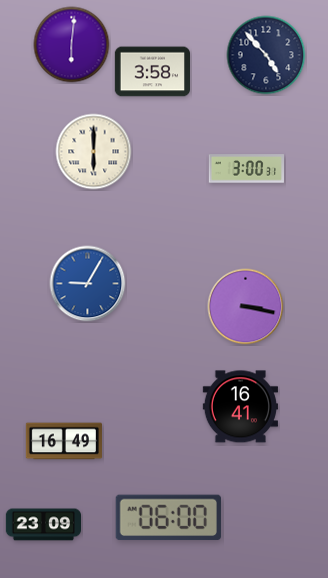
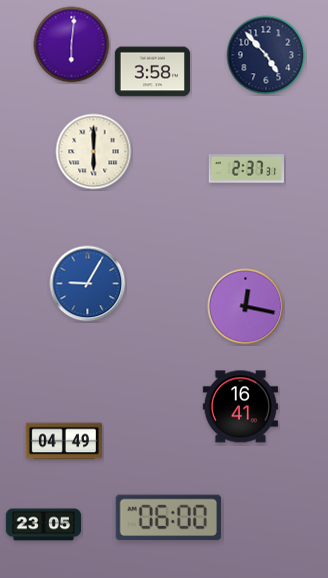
clock at (246, 169): 3:00 -> 2:37
clock at (246, 307): 3:17 -> 12:17
clock at (64, 441): 16:49 -> 04:49
clock at (43, 525): 23:09 -> 23:05
